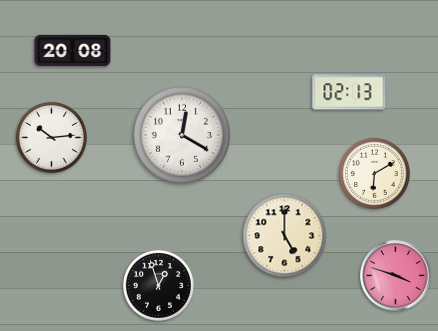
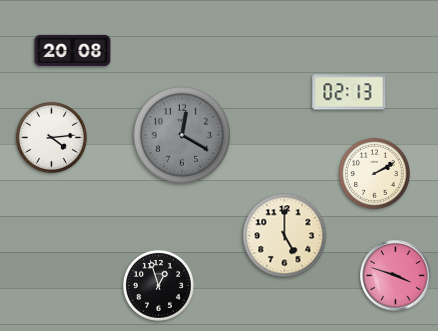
clock at (182, 135) dial: white -> grey
clock at (51, 137): 10:14 -> 4:14
clock at (374, 173): 6:10 -> 2:10
